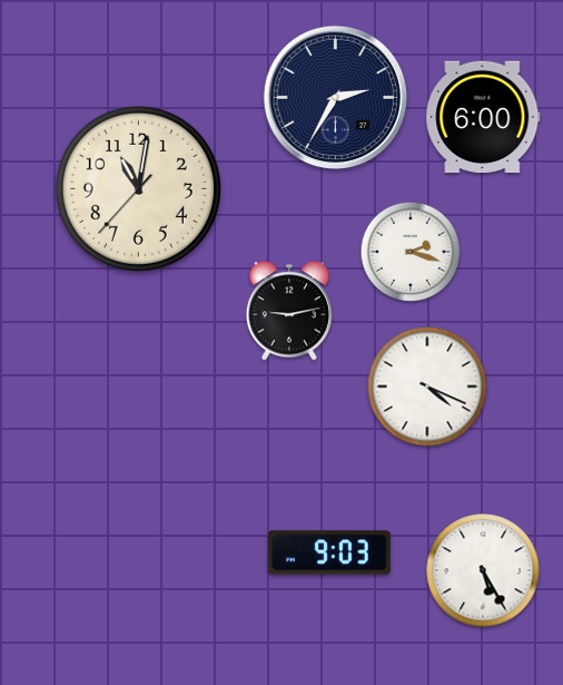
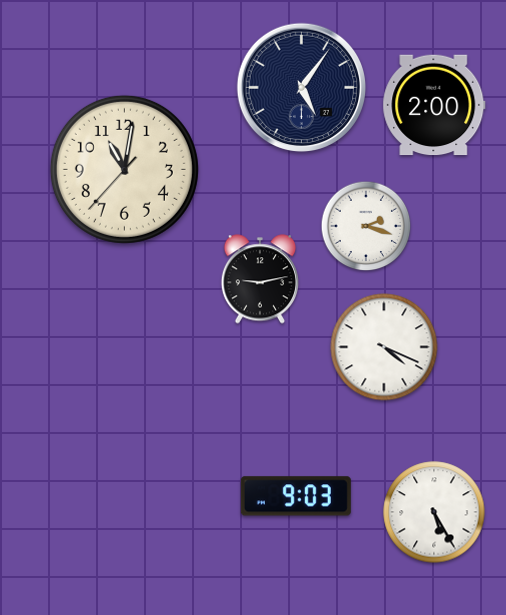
clock at (336, 98): 2:35 -> 5:06
clock at (483, 117): 6:00 -> 2:00
clock at (411, 252) position: (411, 252) -> (366, 226)
